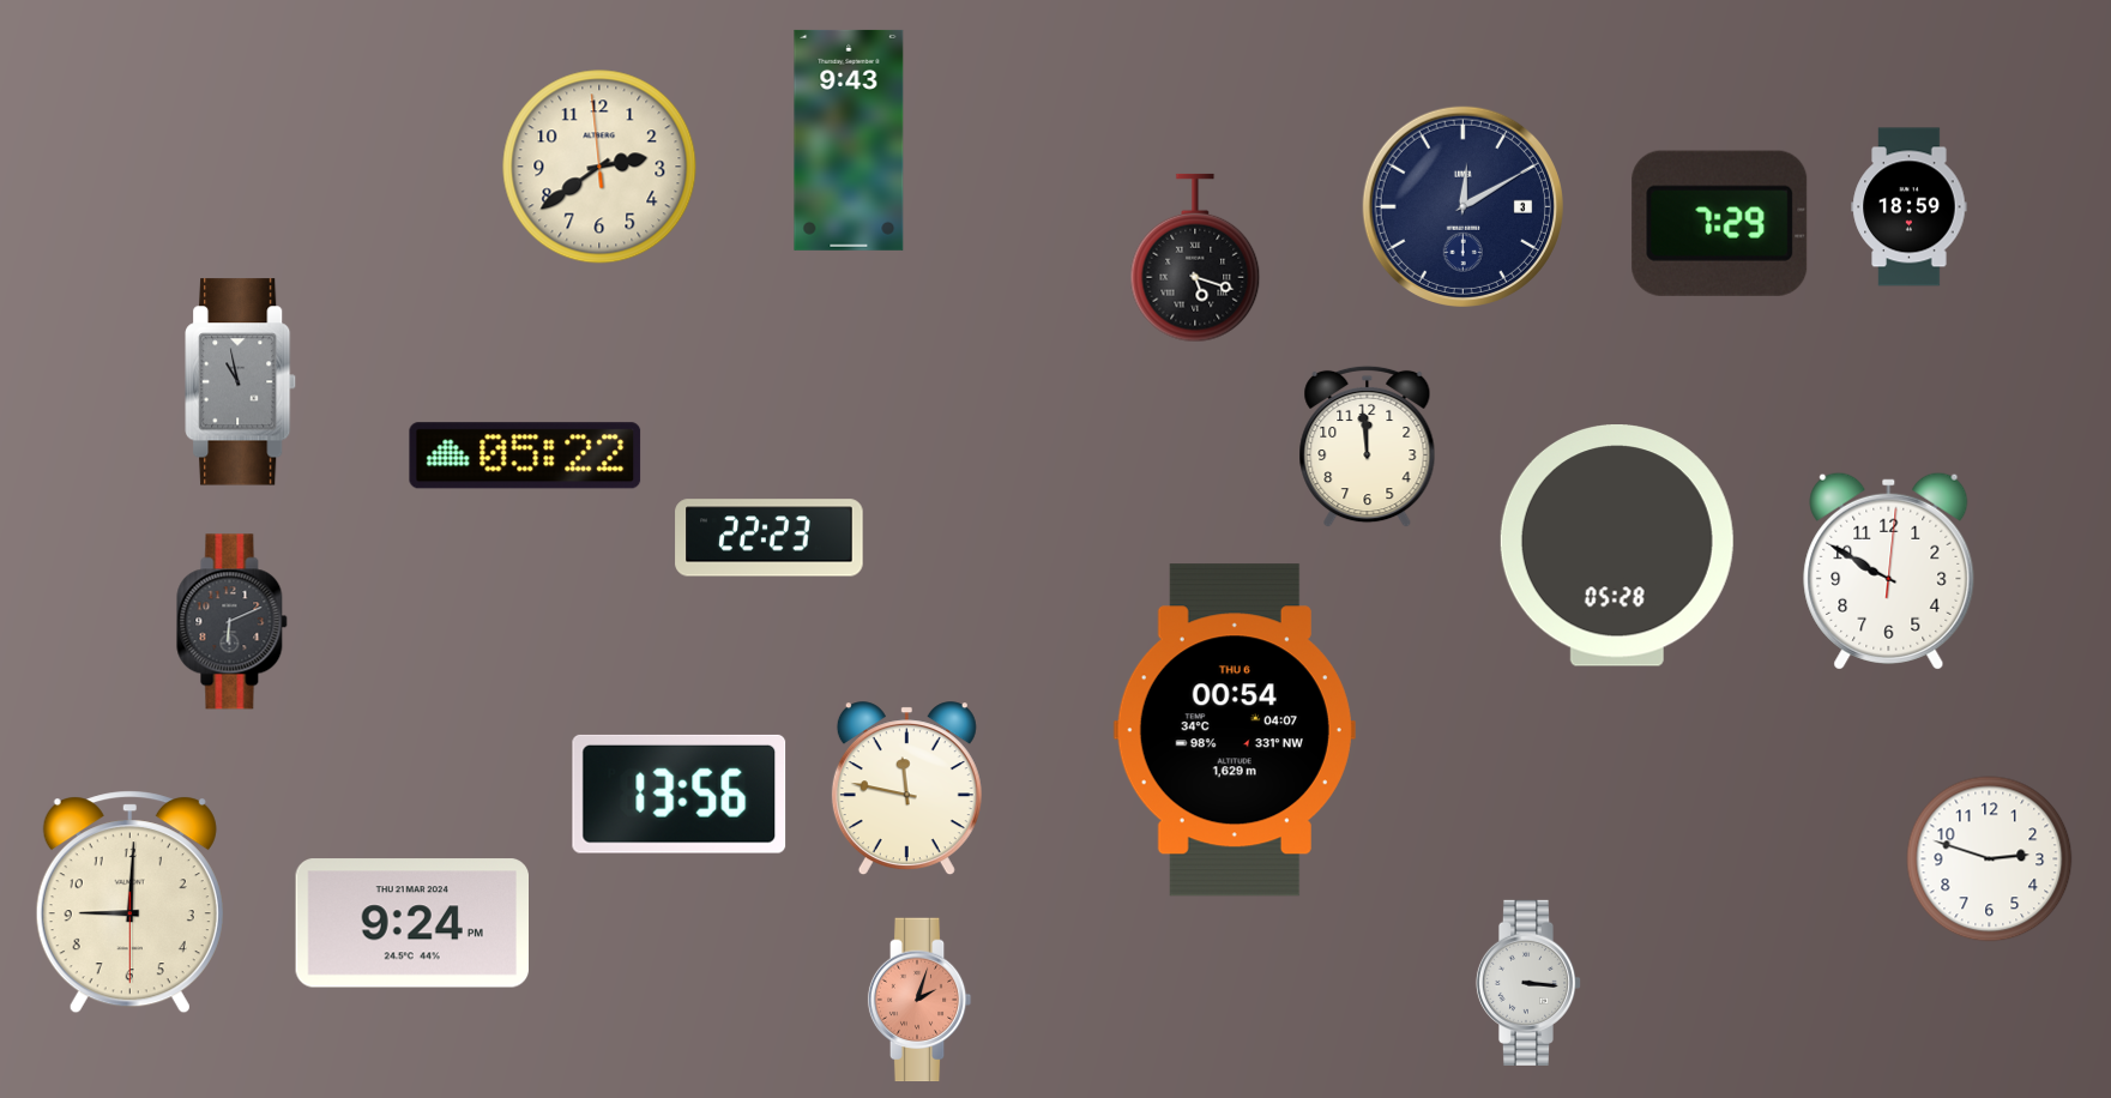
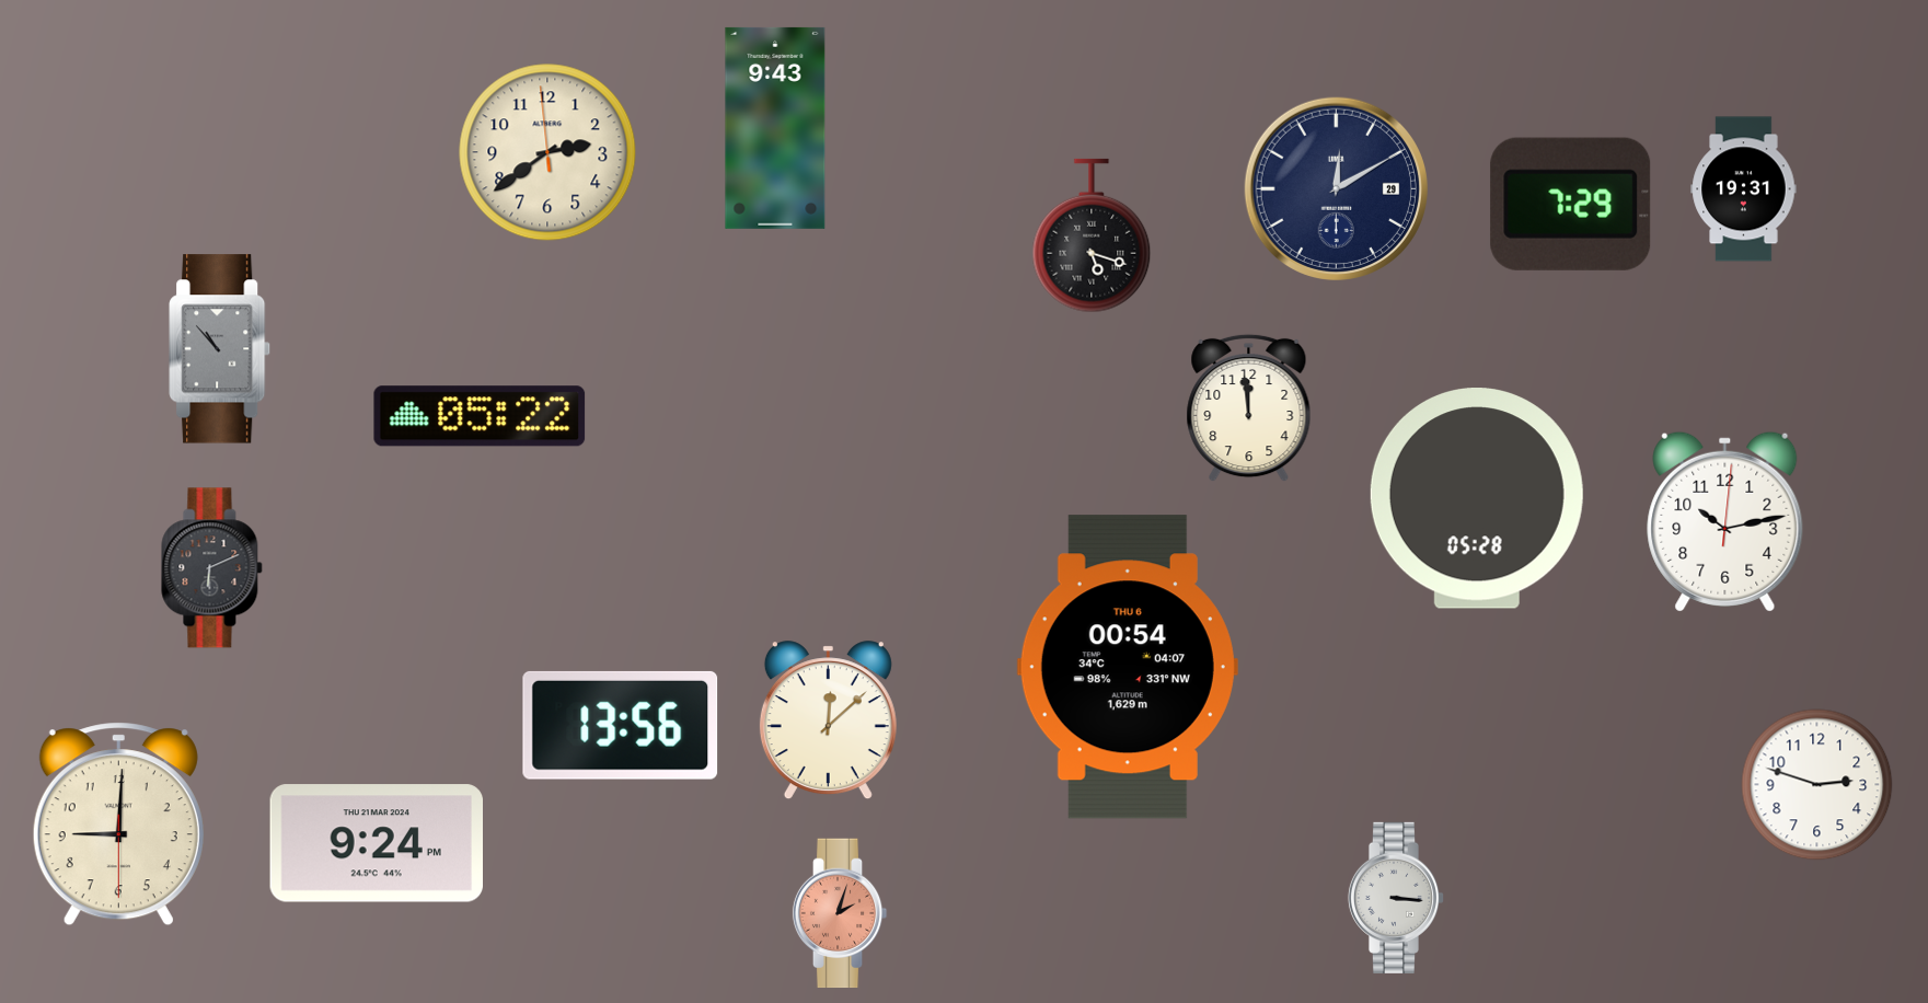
clock at (1462, 206) date: 3 -> 29
clock at (1910, 207): 18:59 -> 19:31
clock at (241, 382): 10:58 -> 10:53
clock at (770, 538): 22:23 -> none
clock at (1889, 571): 9:50 -> 10:13
clock at (906, 789): 11:47 -> 12:08
